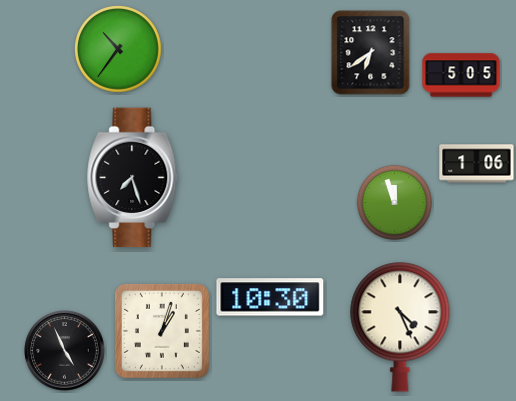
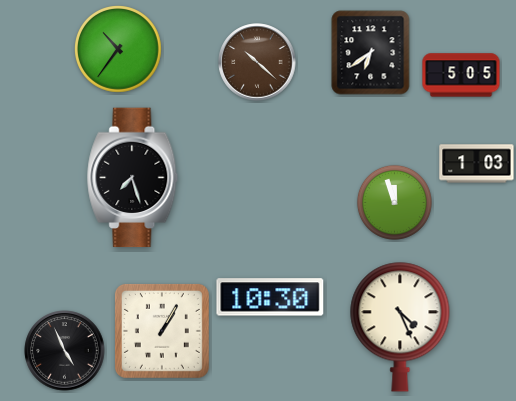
clock at (257, 62): none -> 10:22
clock at (477, 164): 1:06 -> 1:03
clock at (162, 331): 1:03 -> 1:05
